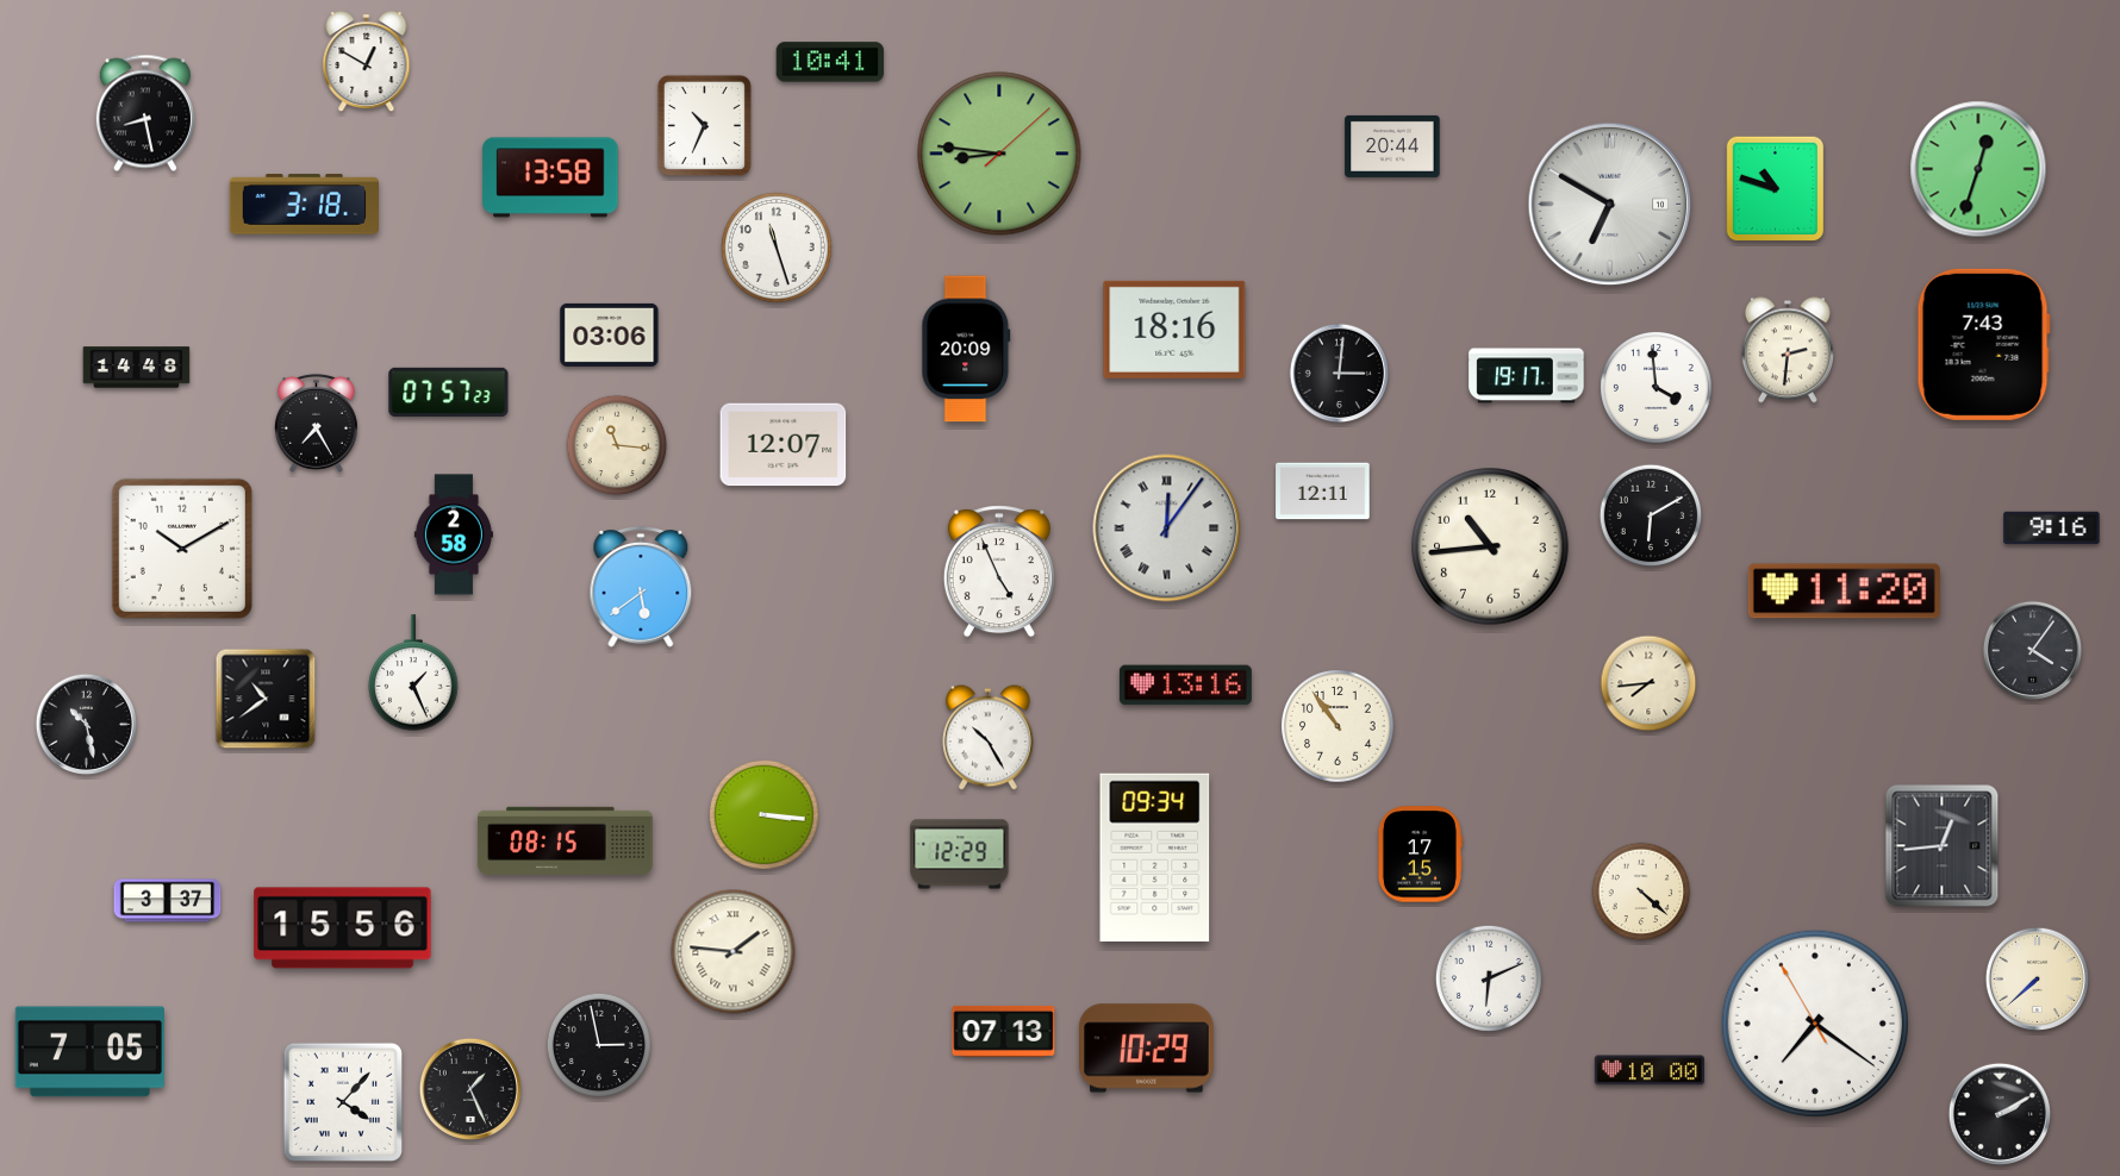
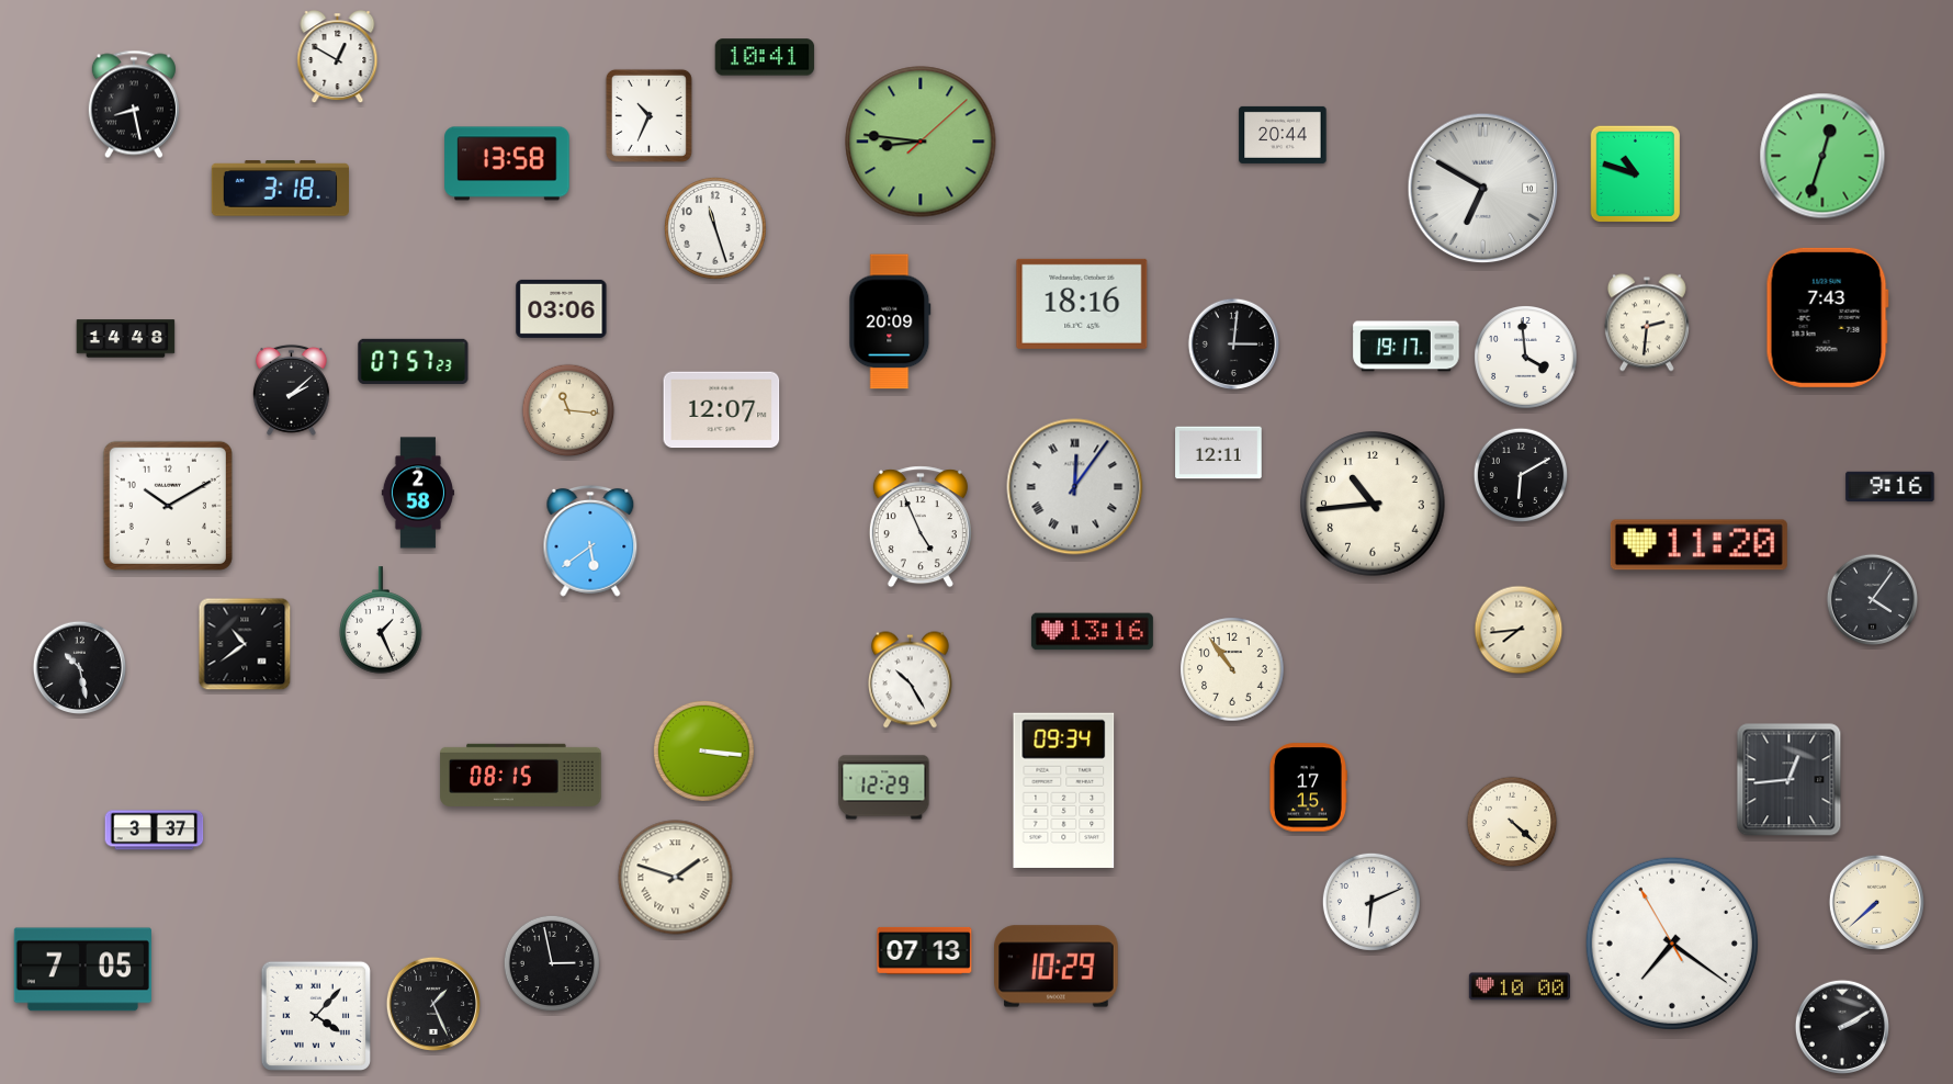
clock at (316, 423): 7:25 -> 2:08
clock at (343, 928): 15:56 -> none
clock at (734, 952): 1:46 -> 1:48
